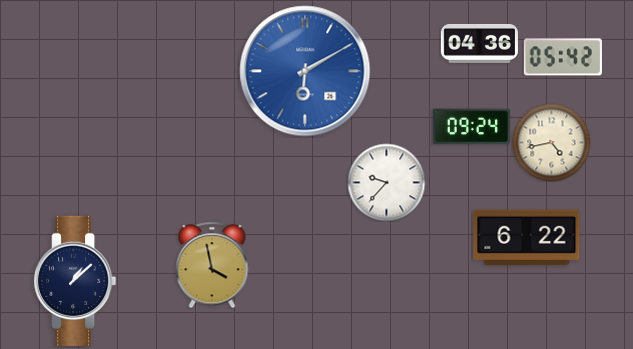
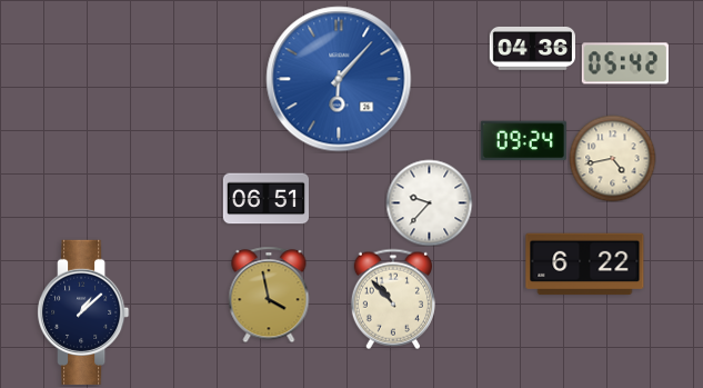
clock at (305, 71): 6:10 -> 6:07
clock at (265, 199): none -> 06:51
clock at (212, 265) position: (212, 265) -> (269, 295)
clock at (393, 299): none -> 10:53
